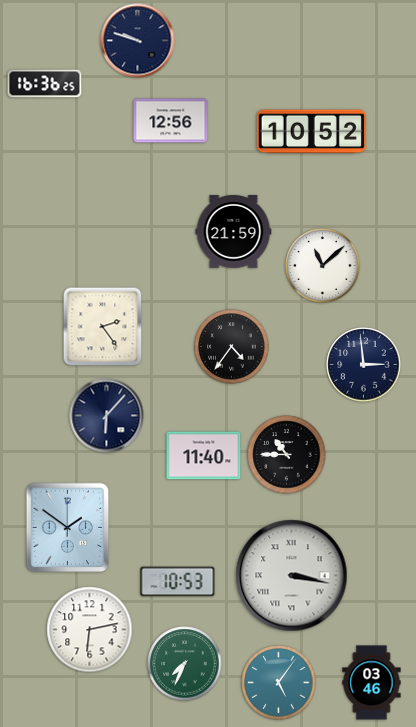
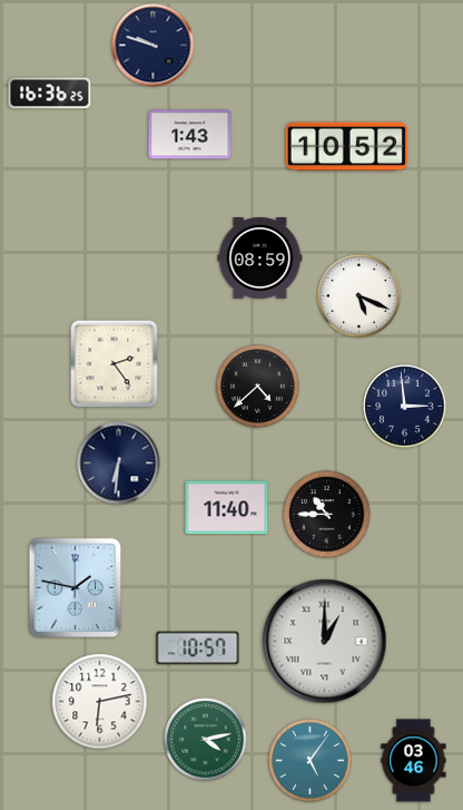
clock at (171, 121): 12:56 -> 1:43
clock at (234, 232): 21:59 -> 08:59
clock at (323, 266): 11:08 -> 5:19
clock at (232, 347): 4:36 -> 4:38
clock at (107, 416): 6:07 -> 6:31
clock at (287, 455) position: (287, 455) -> (327, 515)
clock at (68, 528): 1:51 -> 1:47
clock at (292, 576): 3:17 -> 1:00
clock at (178, 582): 10:53 -> 10:57
clock at (185, 664): 7:34 -> 4:13
